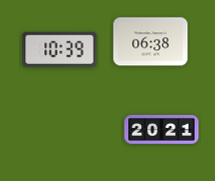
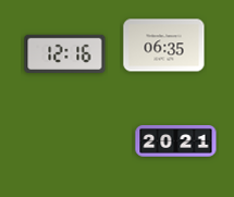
clock at (151, 42): 06:38 -> 06:35
clock at (60, 49): 10:39 -> 12:16
